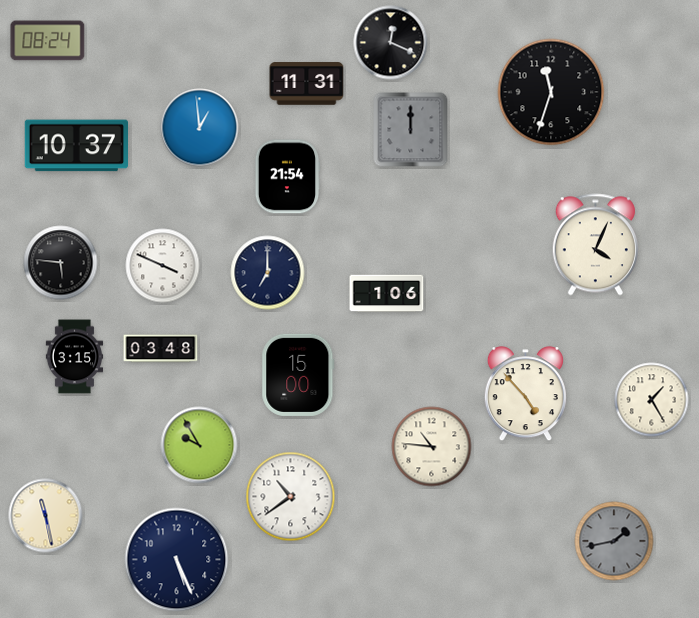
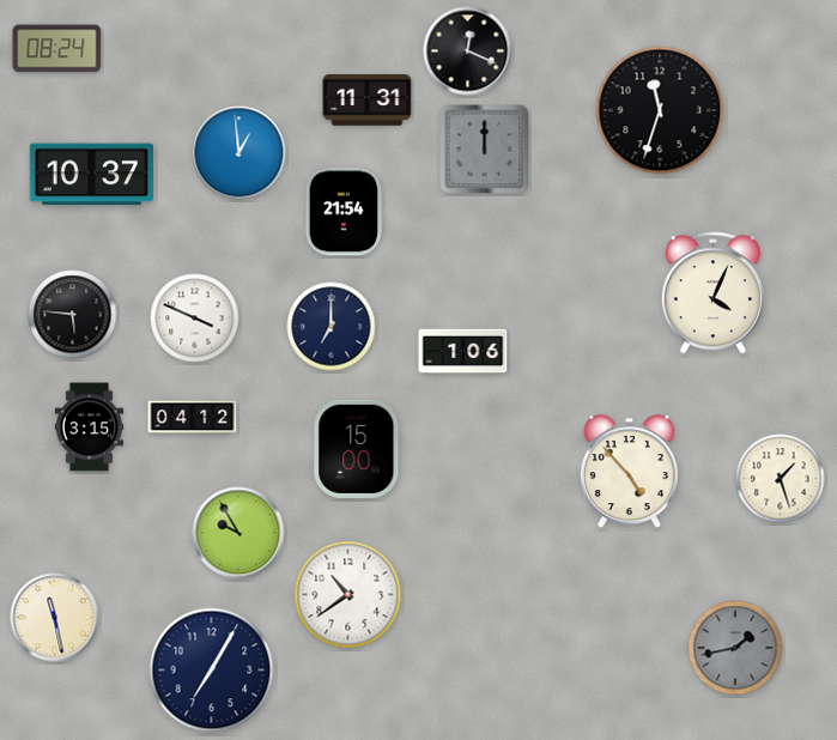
clock at (411, 130) position: (411, 130) -> (485, 150)
clock at (268, 273) position: (268, 273) -> (332, 327)
clock at (161, 349): 03:48 -> 04:12
clock at (652, 400): 1:25 -> 1:27
clock at (432, 447): 10:46 -> none
clock at (177, 560): 5:26 -> 7:05
